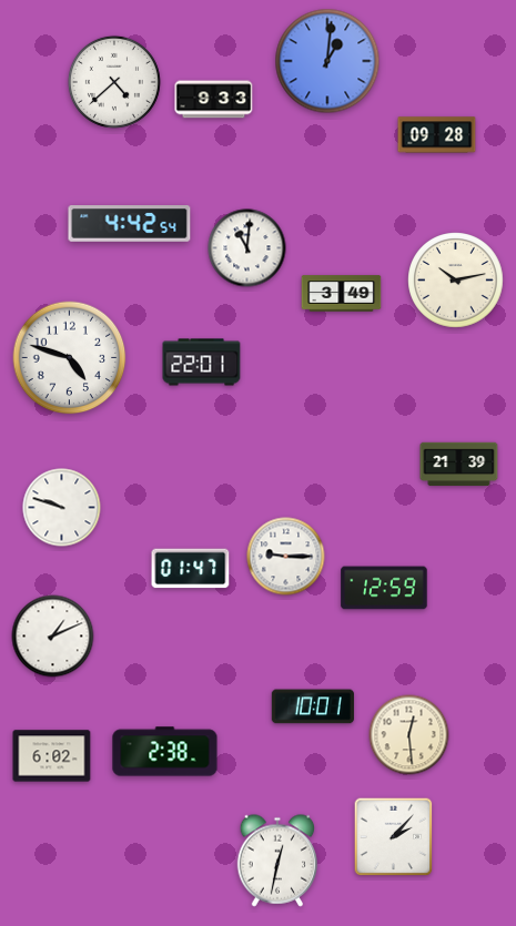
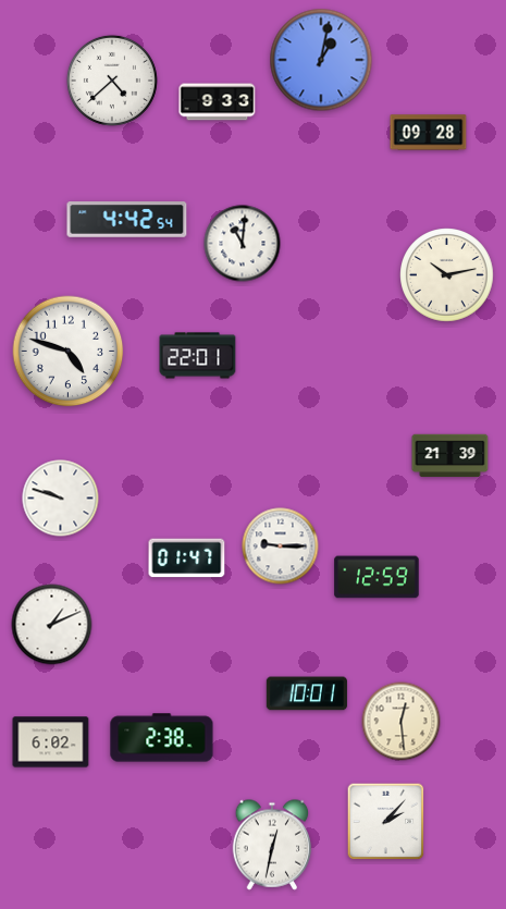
clock at (327, 61): 1:01 -> 1:02
clock at (214, 100) position: (214, 100) -> (218, 102)
clock at (342, 294): 3:49 -> none
